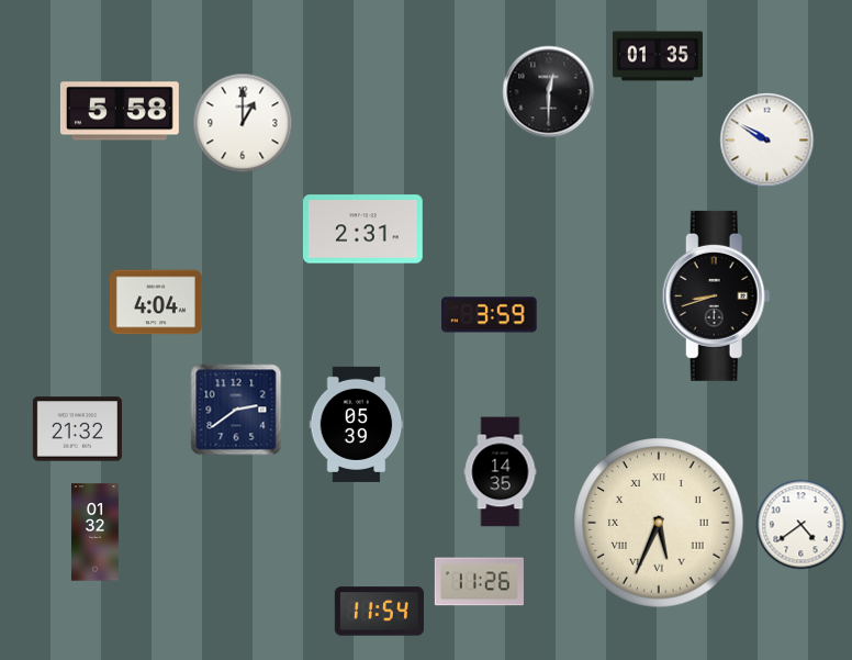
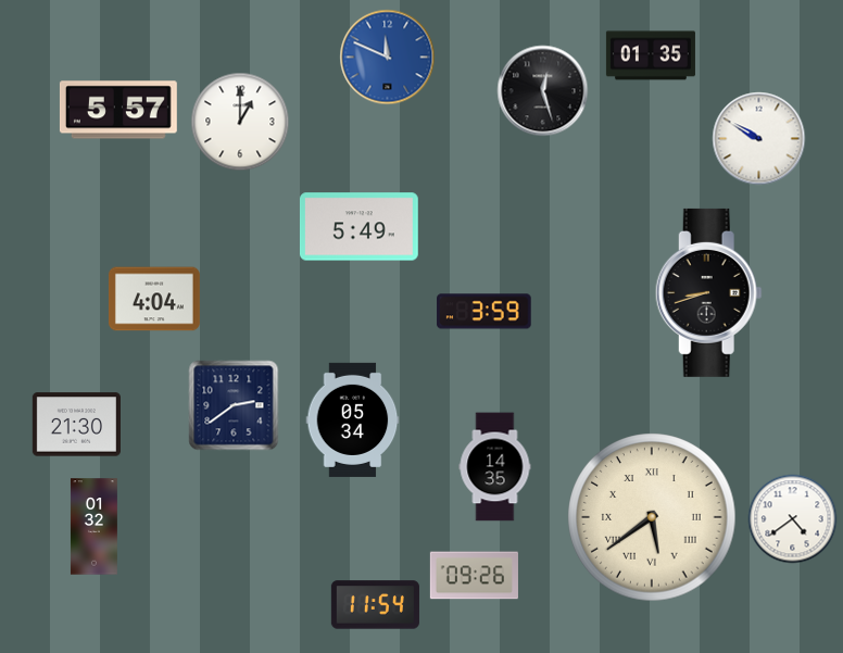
clock at (388, 58): none -> 11:49
clock at (549, 92): 12:30 -> 12:27
clock at (120, 111): 5:58 -> 5:57
clock at (362, 230): 2:31 -> 5:49
clock at (357, 424): 05:39 -> 05:34
clock at (77, 429): 21:32 -> 21:30
clock at (659, 523): 5:34 -> 5:39
clock at (479, 582): 11:26 -> 09:26
